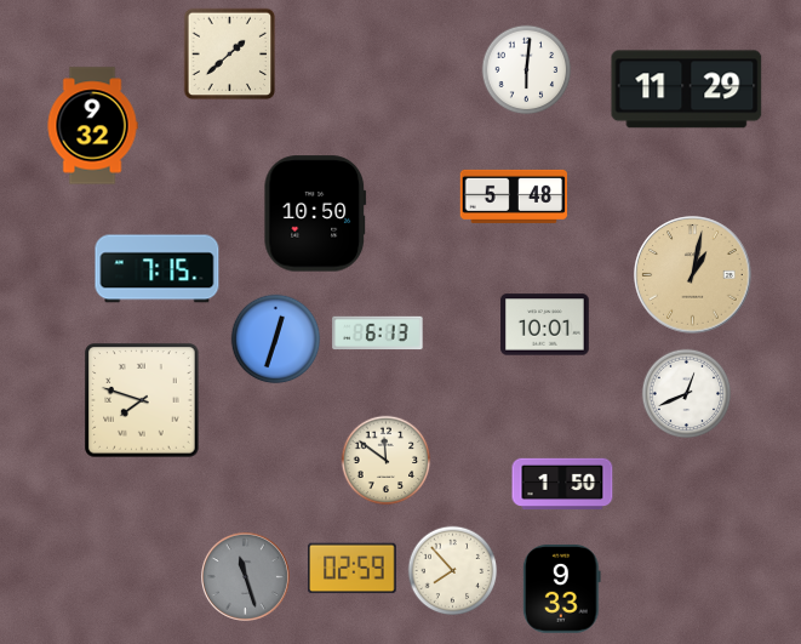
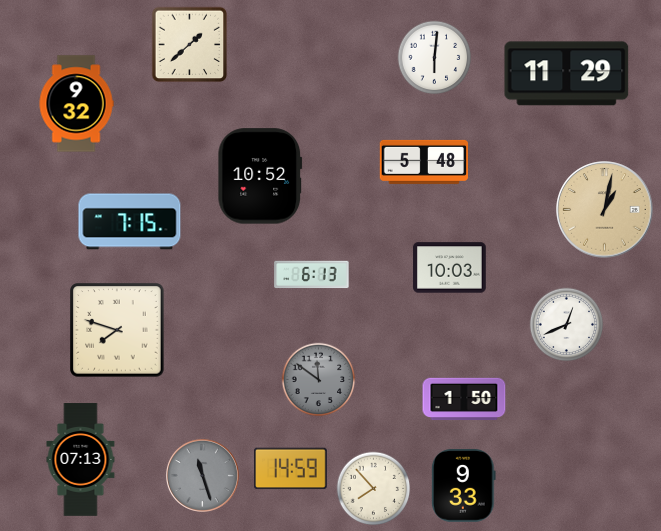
clock at (315, 213): 10:50 -> 10:52
clock at (693, 275) position: (693, 275) -> (605, 210)
clock at (545, 325): 10:01 -> 10:03
clock at (276, 340): 12:33 -> none
clock at (387, 461) dial: cream -> grey
clock at (81, 460): none -> 07:13
clock at (353, 569): 02:59 -> 14:59
clock at (453, 571) position: (453, 571) -> (374, 489)
